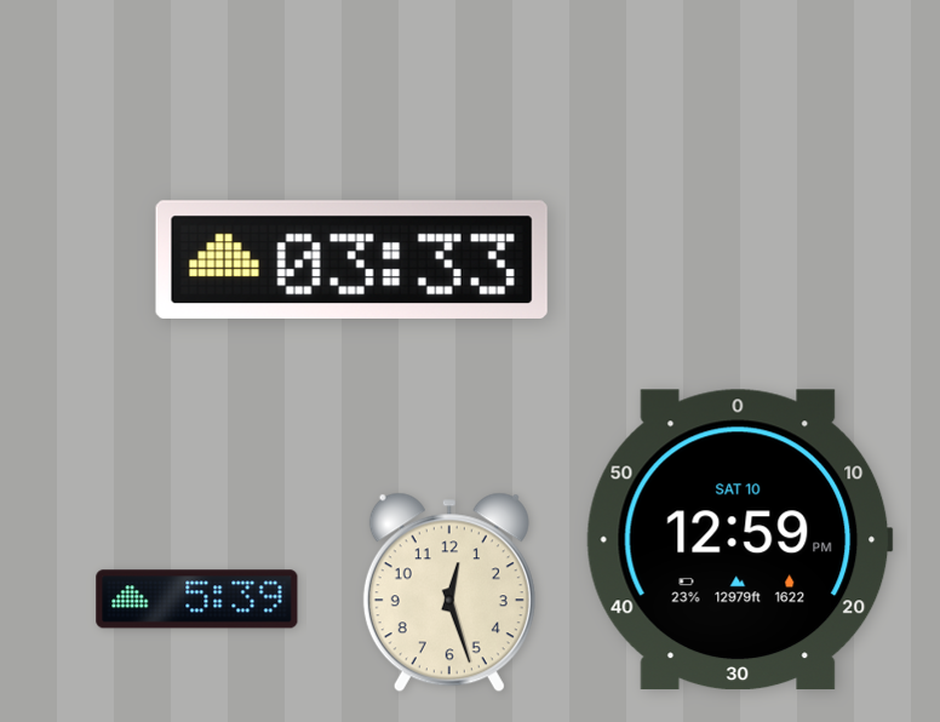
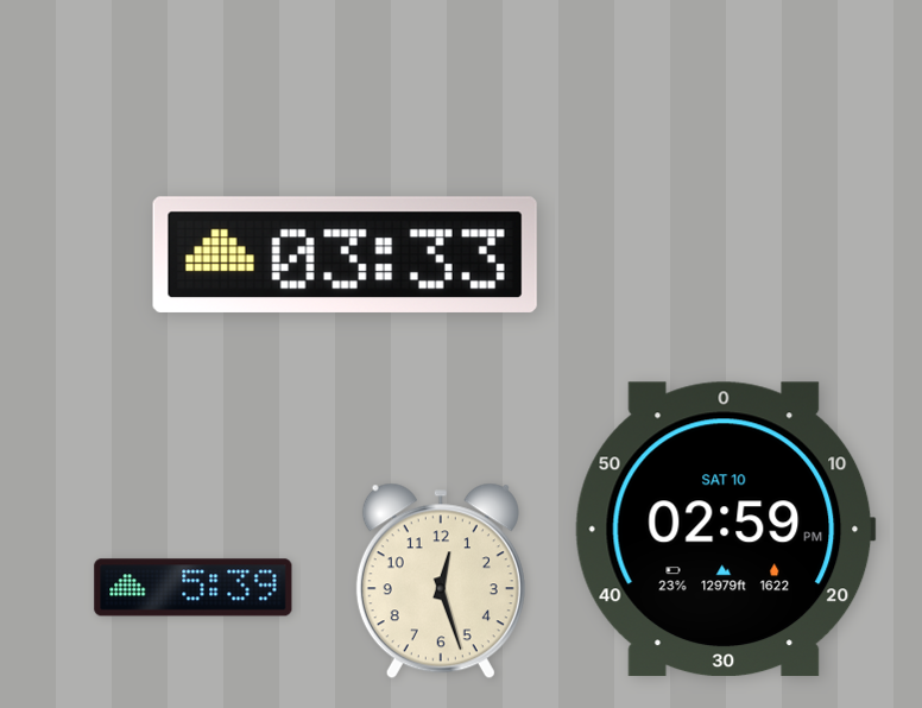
clock at (739, 540): 12:59 -> 02:59
